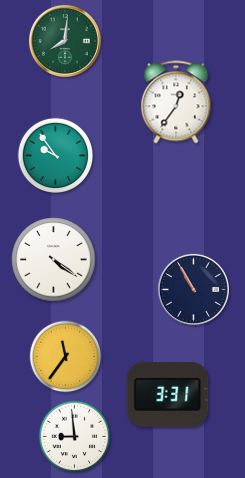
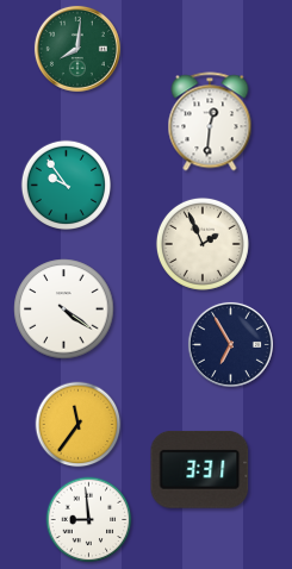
clock at (176, 102): 12:36 -> 12:31
clock at (203, 244): none -> 1:56
clock at (193, 289): 10:55 -> 6:55
